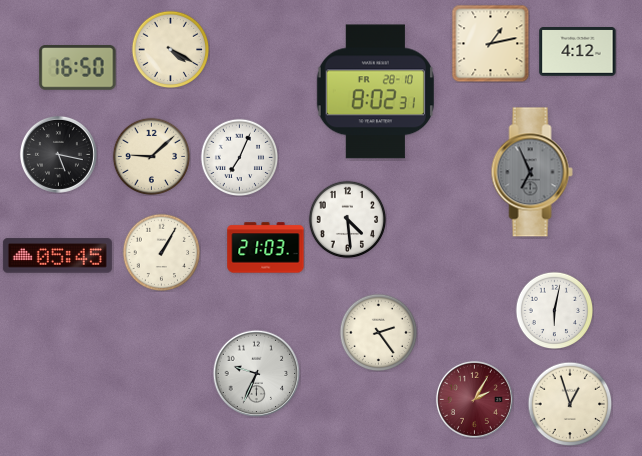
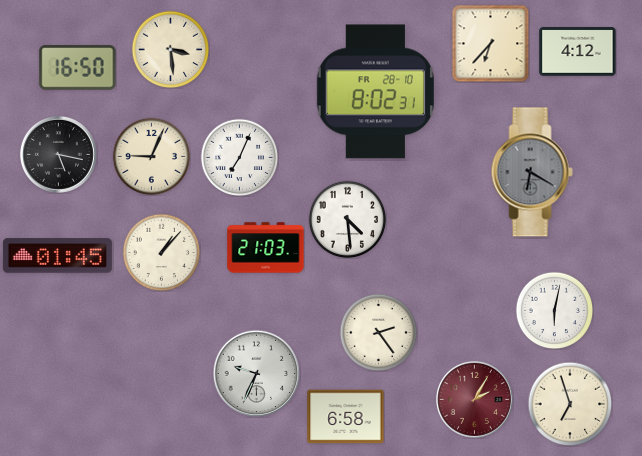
clock at (490, 43): 1:13 -> 6:37
clock at (170, 49): 4:20 -> 3:29
clock at (151, 156): 9:08 -> 9:04
clock at (532, 172): 6:56 -> 6:20
clock at (161, 252): 1:05 -> 1:07
clock at (57, 256): 05:45 -> 01:45
clock at (570, 404): 12:57 -> 6:57
clock at (346, 417): none -> 6:58
